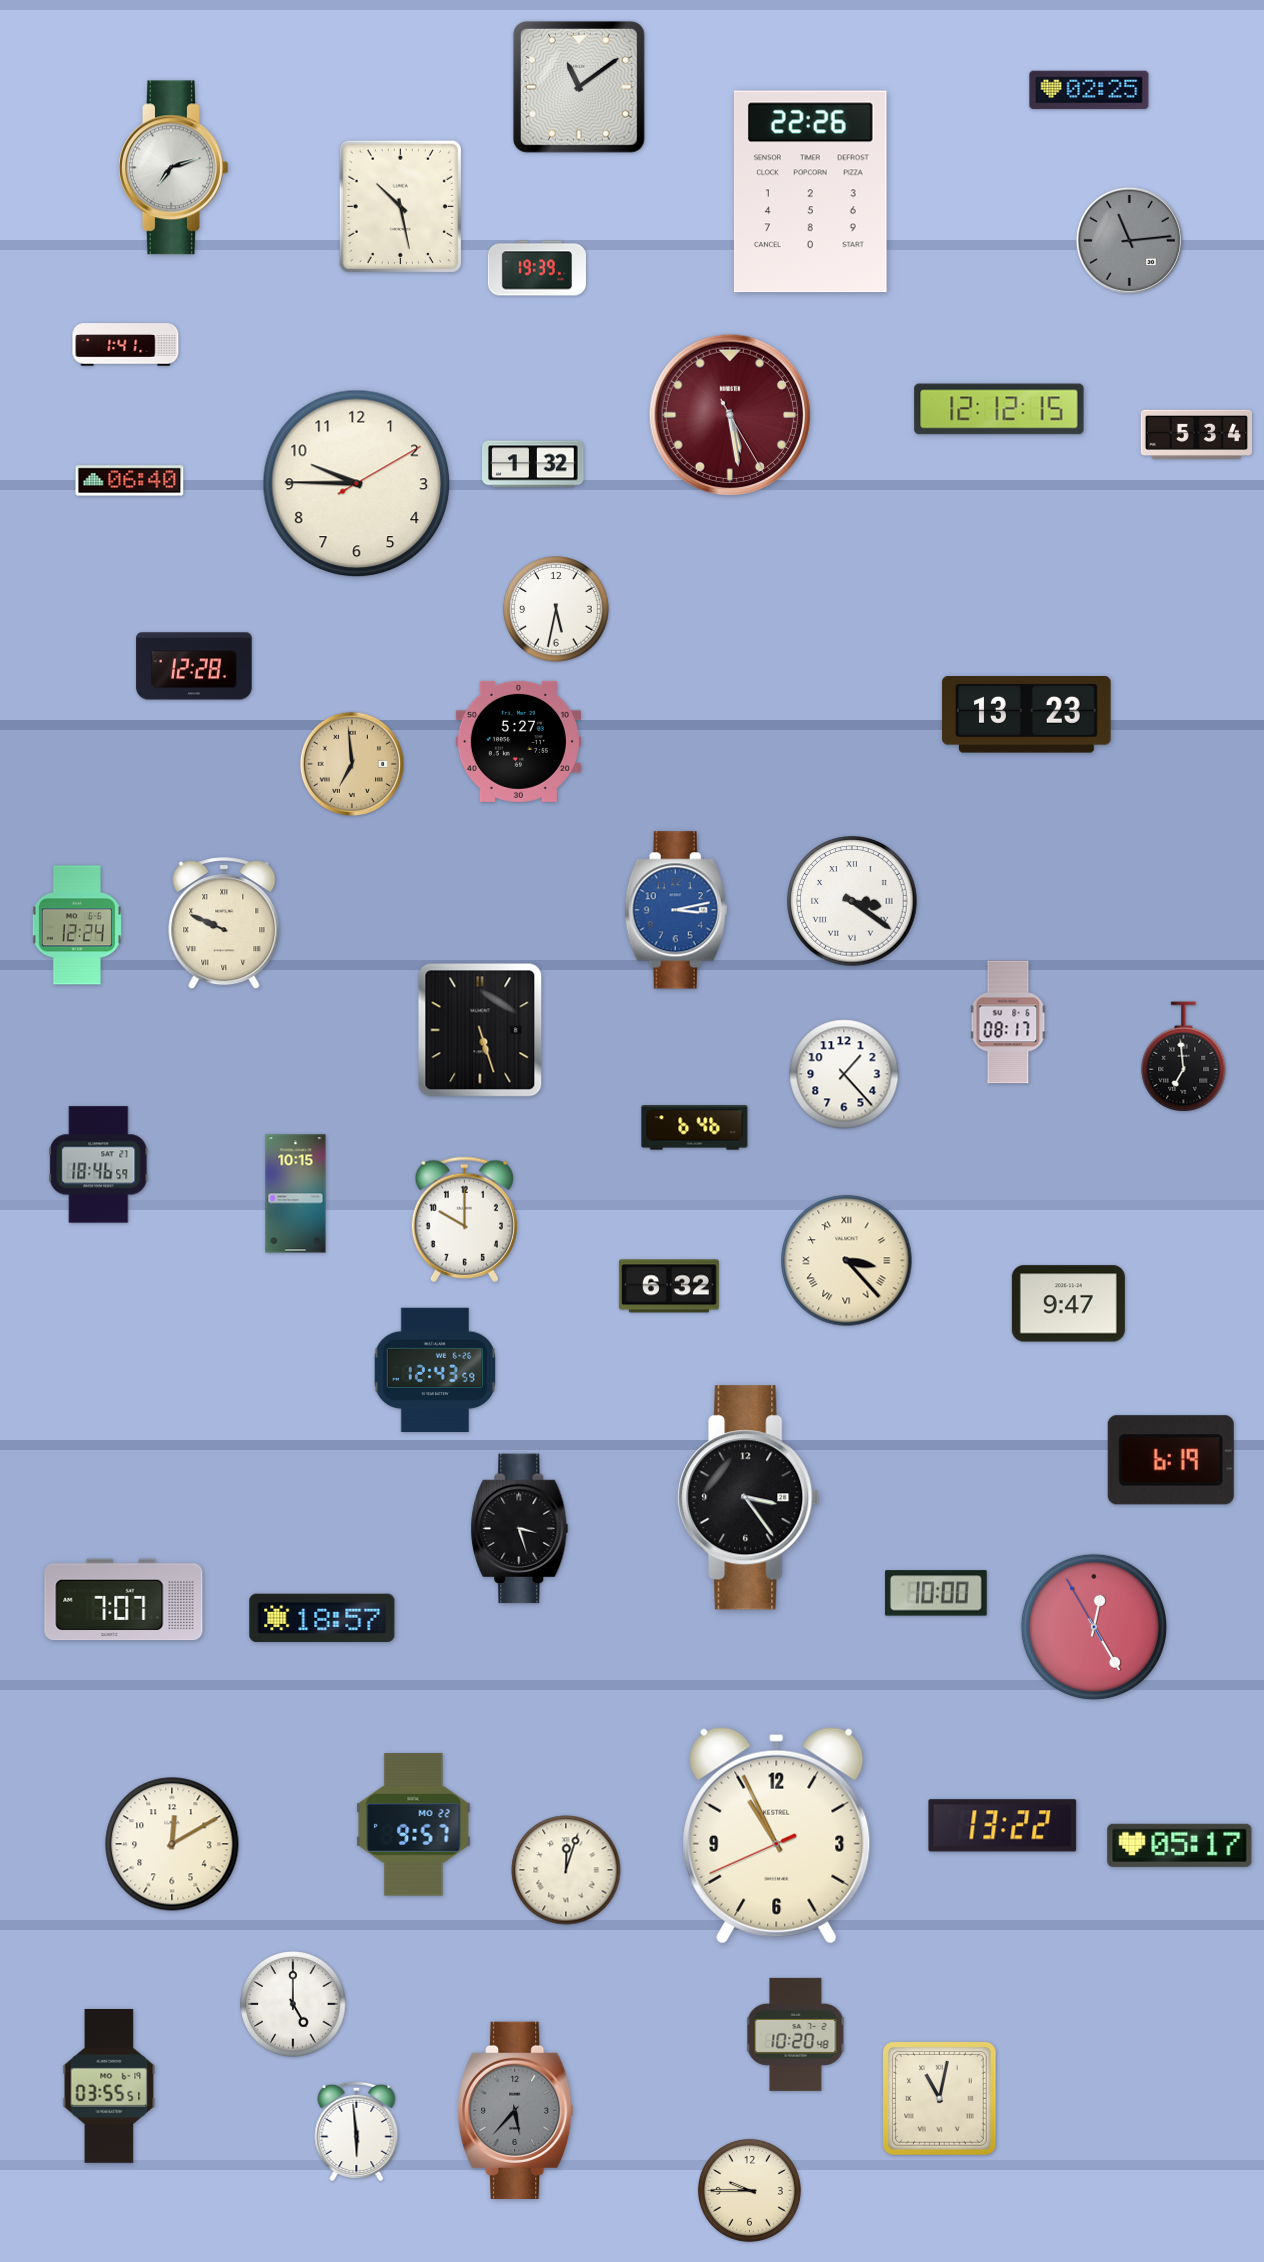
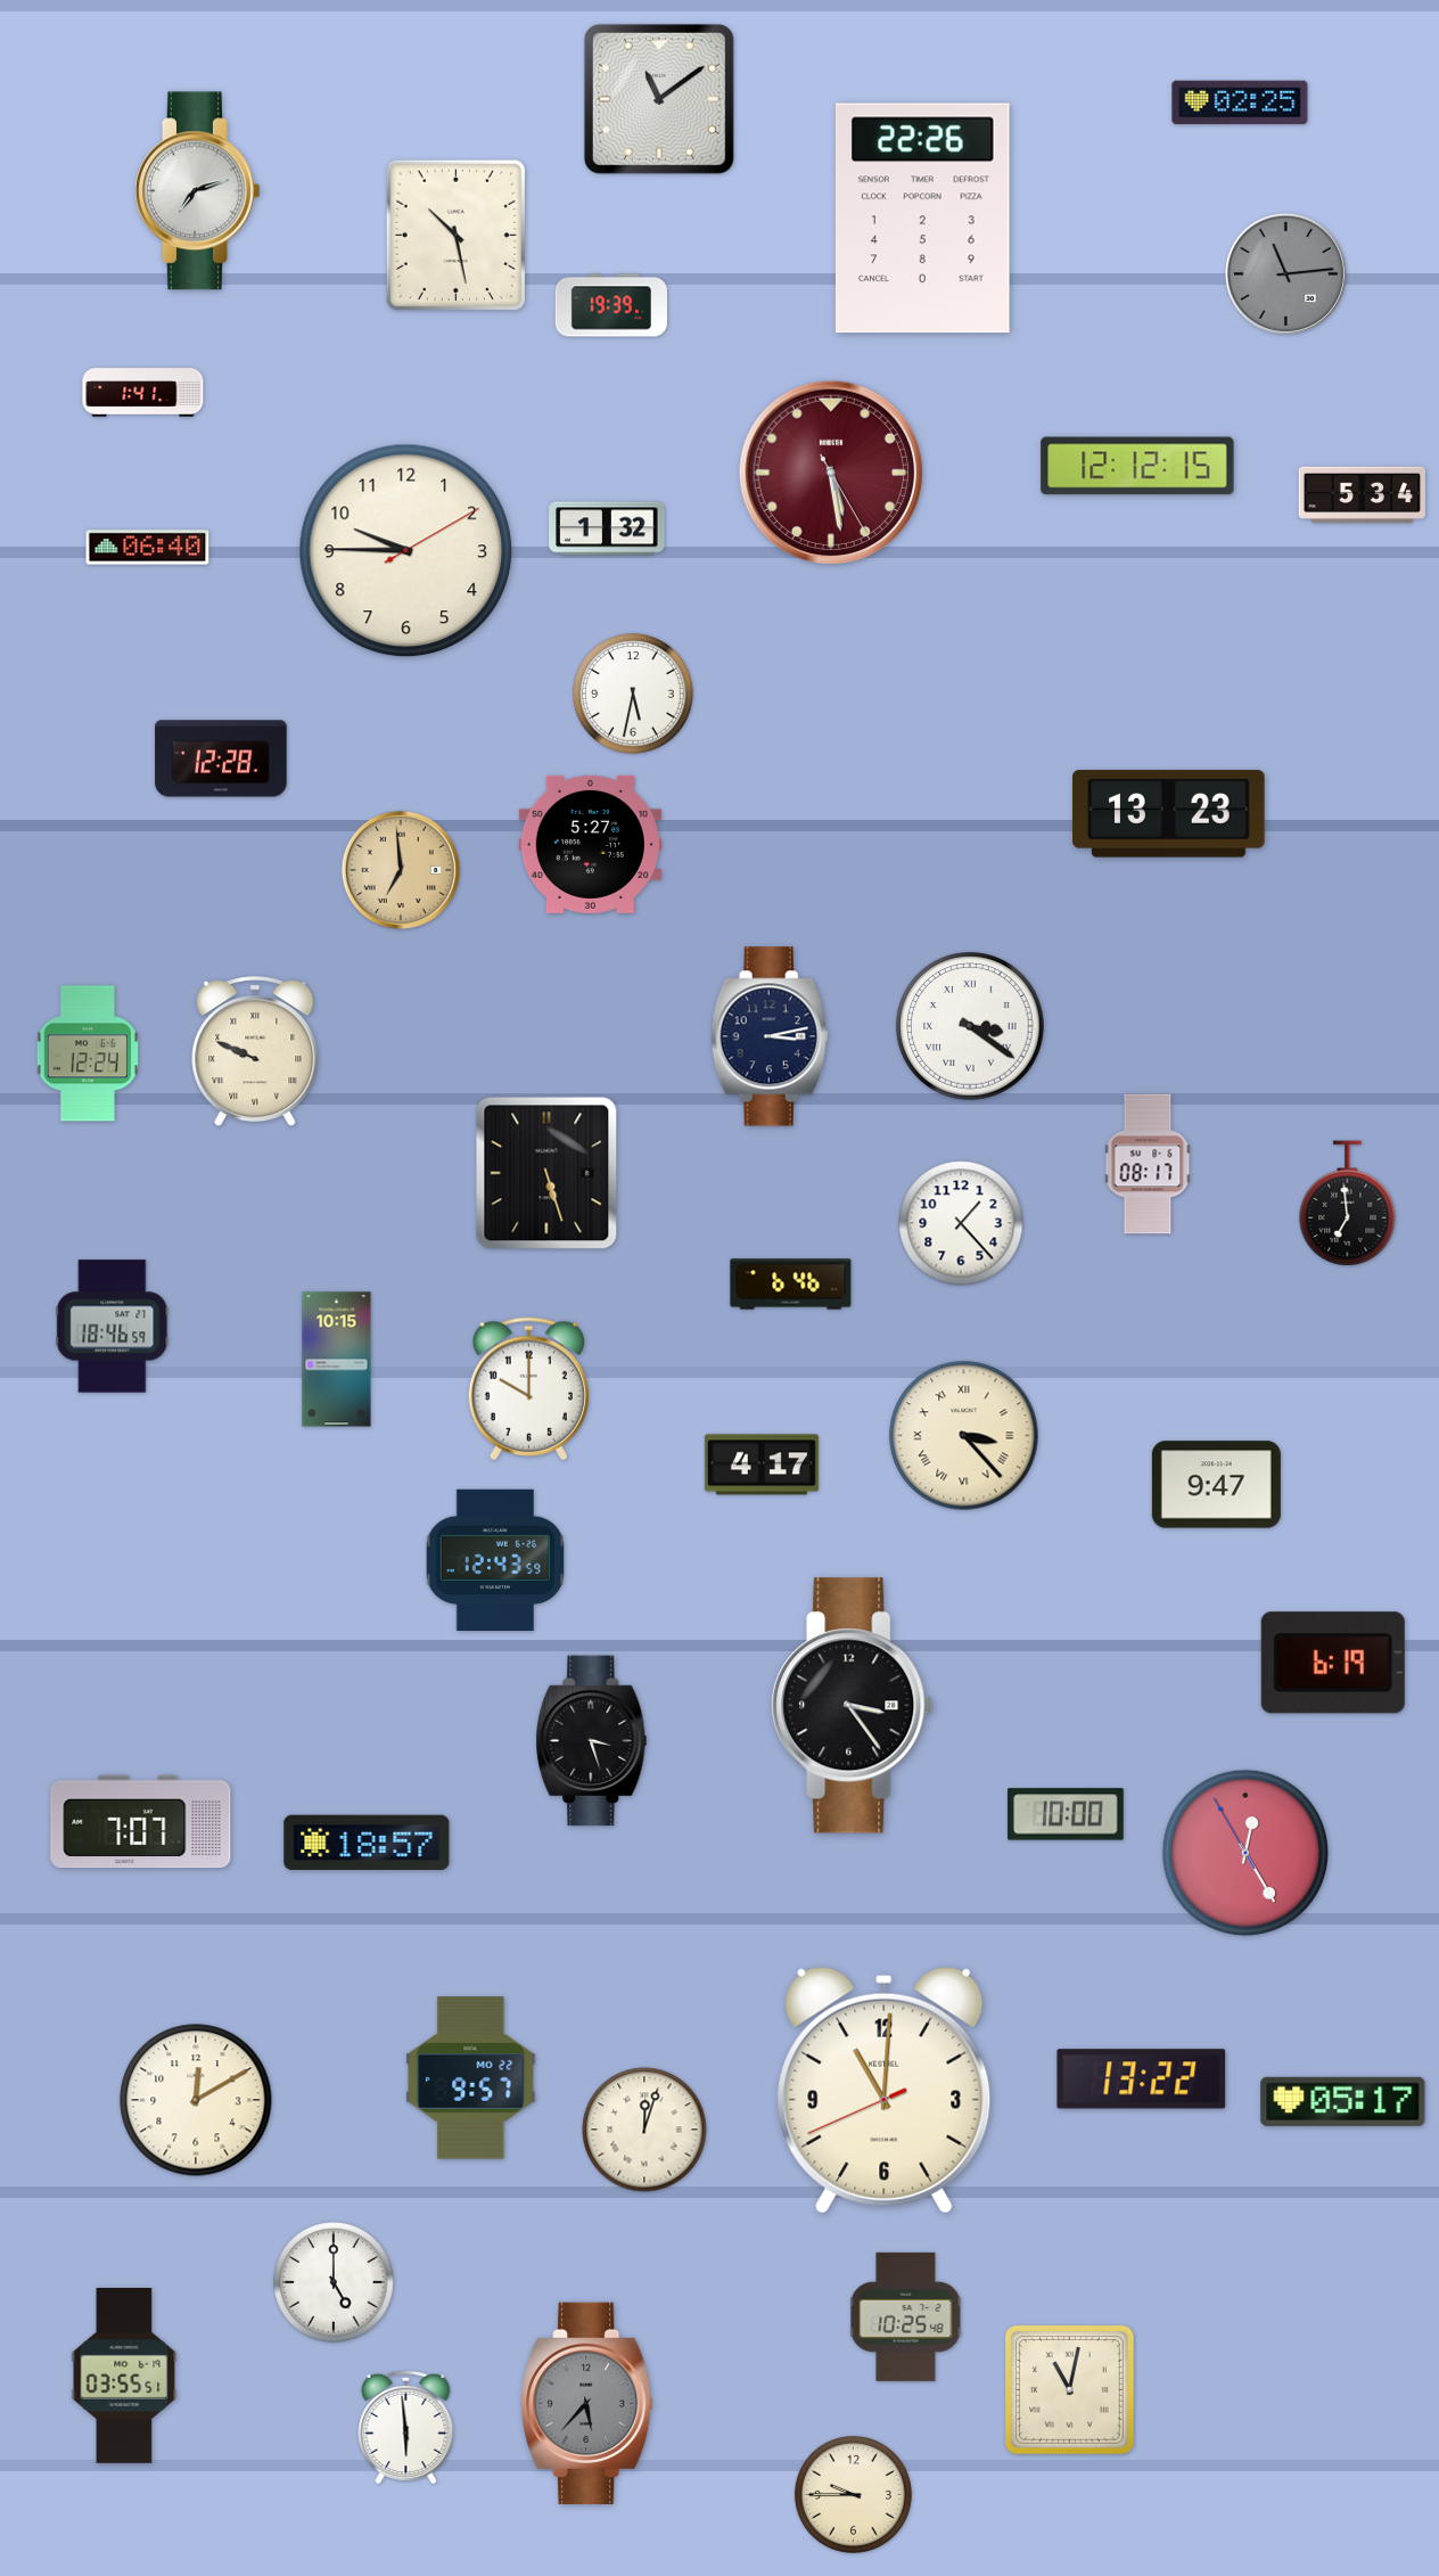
clock at (676, 910) dial: blue -> navy
clock at (669, 1286): 6:32 -> 4:17
clock at (777, 1835): 10:55 -> 11:00
clock at (796, 2034): 10:20 -> 10:25
